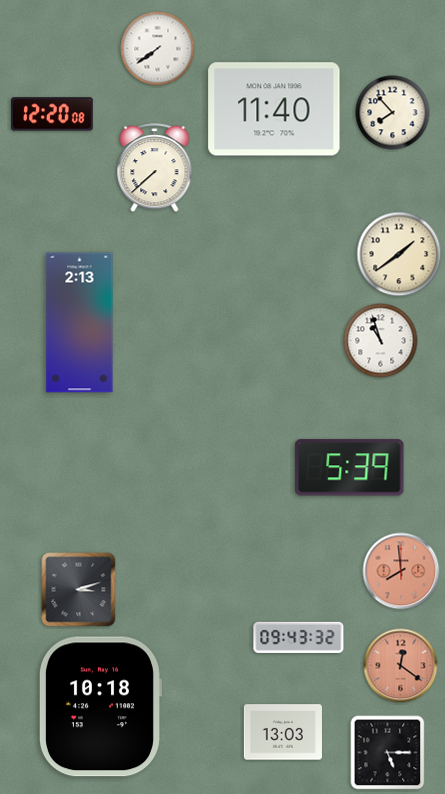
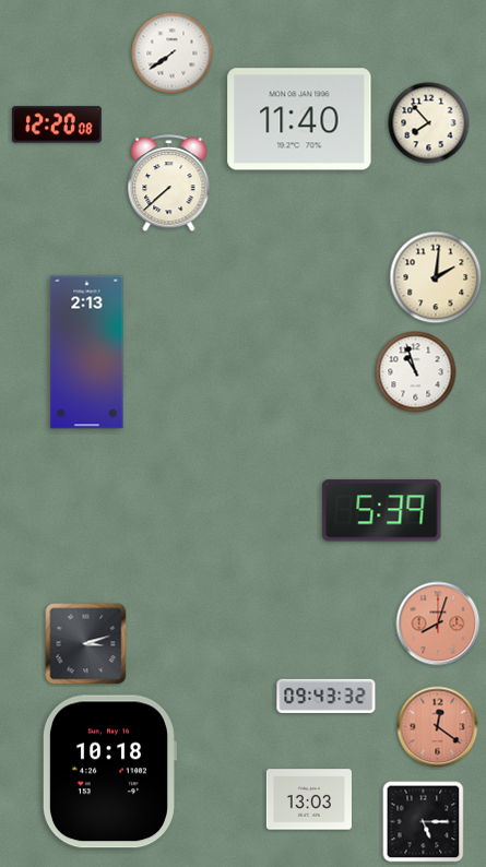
clock at (399, 254): 1:39 -> 2:01
clock at (401, 571): 7:59 -> 8:03
